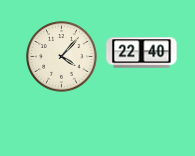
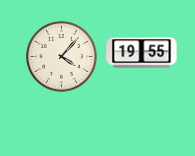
clock at (142, 53): 22:40 -> 19:55
